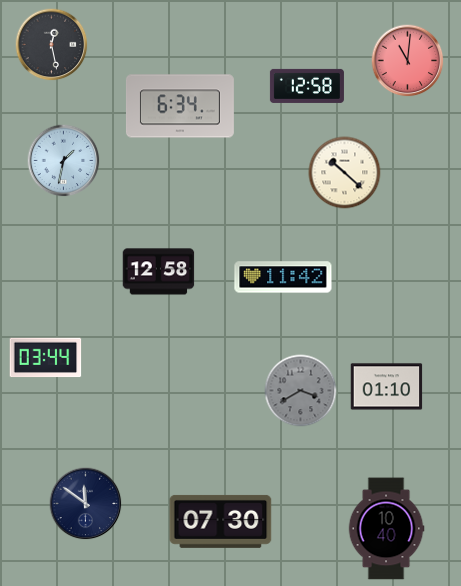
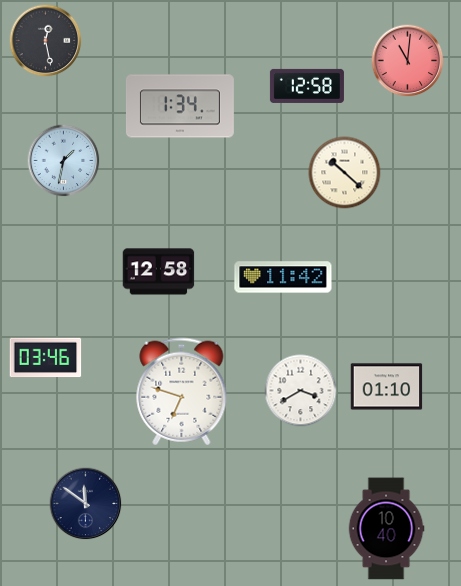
clock at (52, 45) position: (52, 45) -> (46, 41)
clock at (180, 106): 6:34 -> 1:34
clock at (46, 358): 03:44 -> 03:46
clock at (301, 391) dial: grey -> white
clock at (182, 392): none -> 6:48
clock at (221, 521): 07:30 -> none
